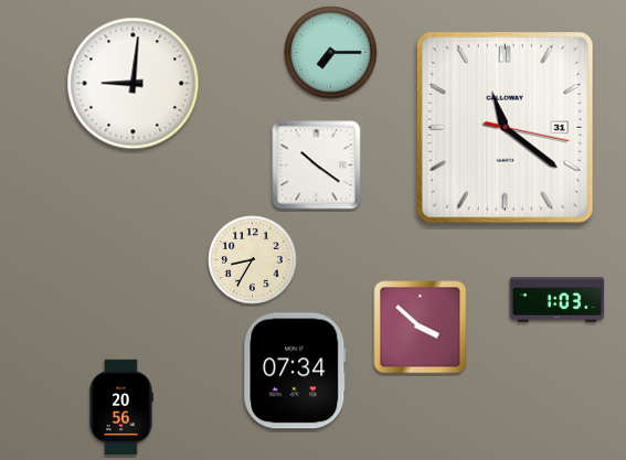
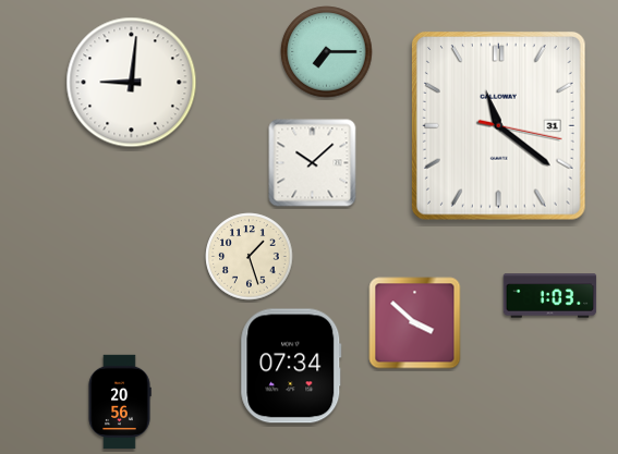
clock at (317, 165): 10:21 -> 10:08
clock at (253, 260): 8:35 -> 1:27
